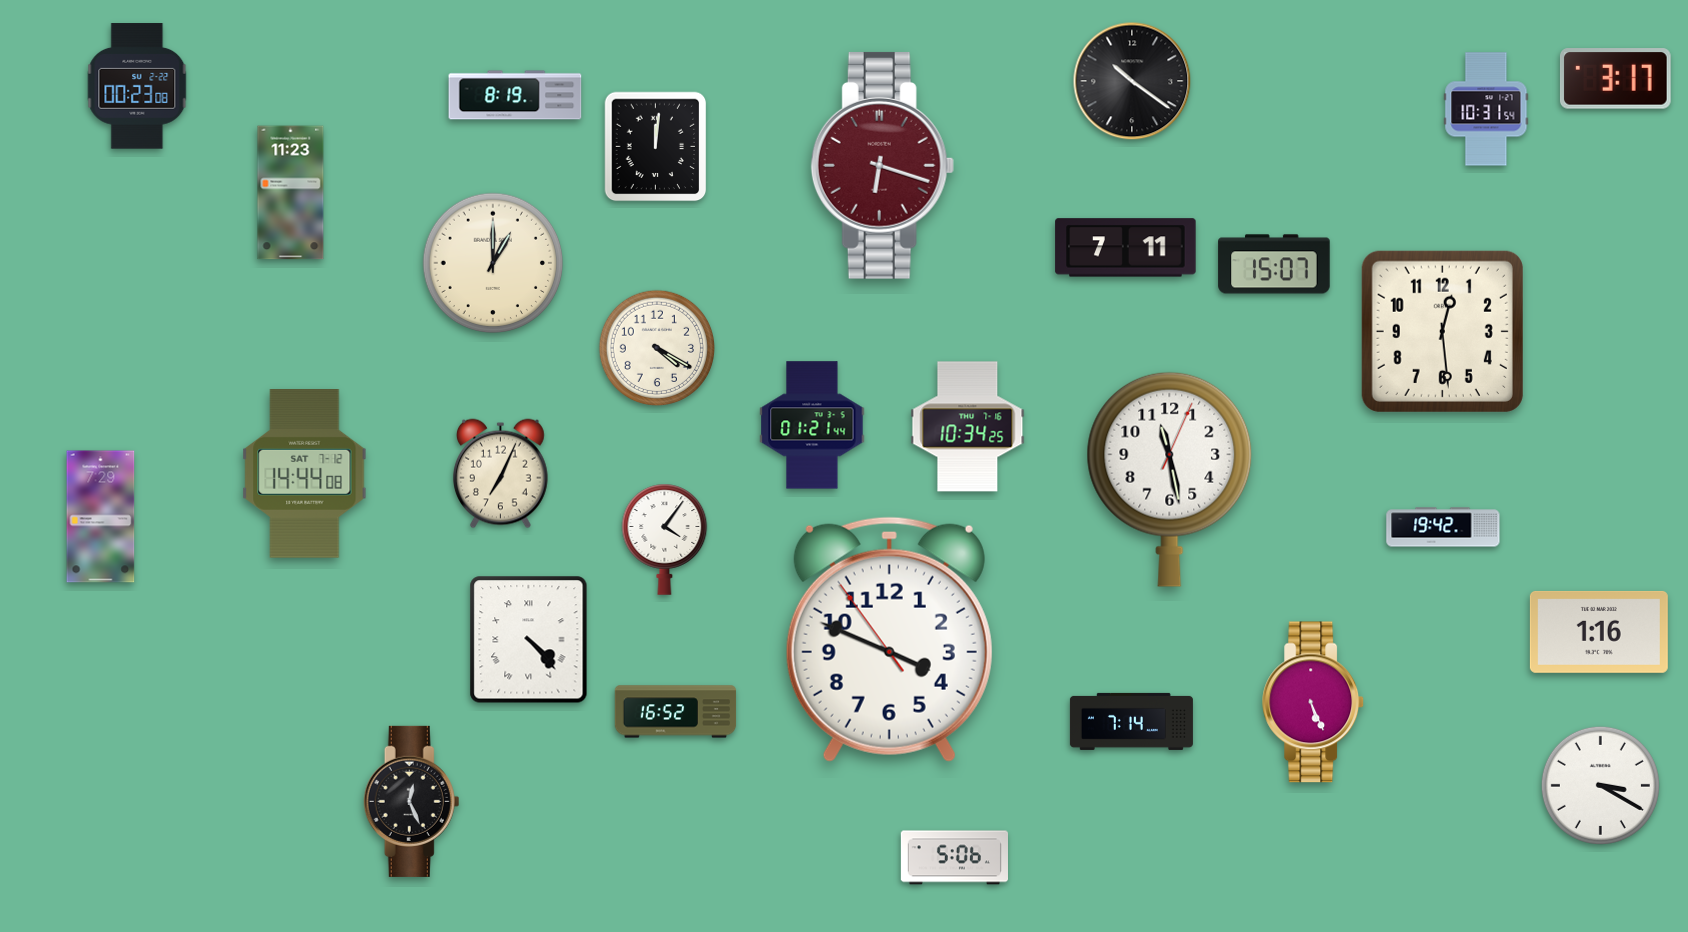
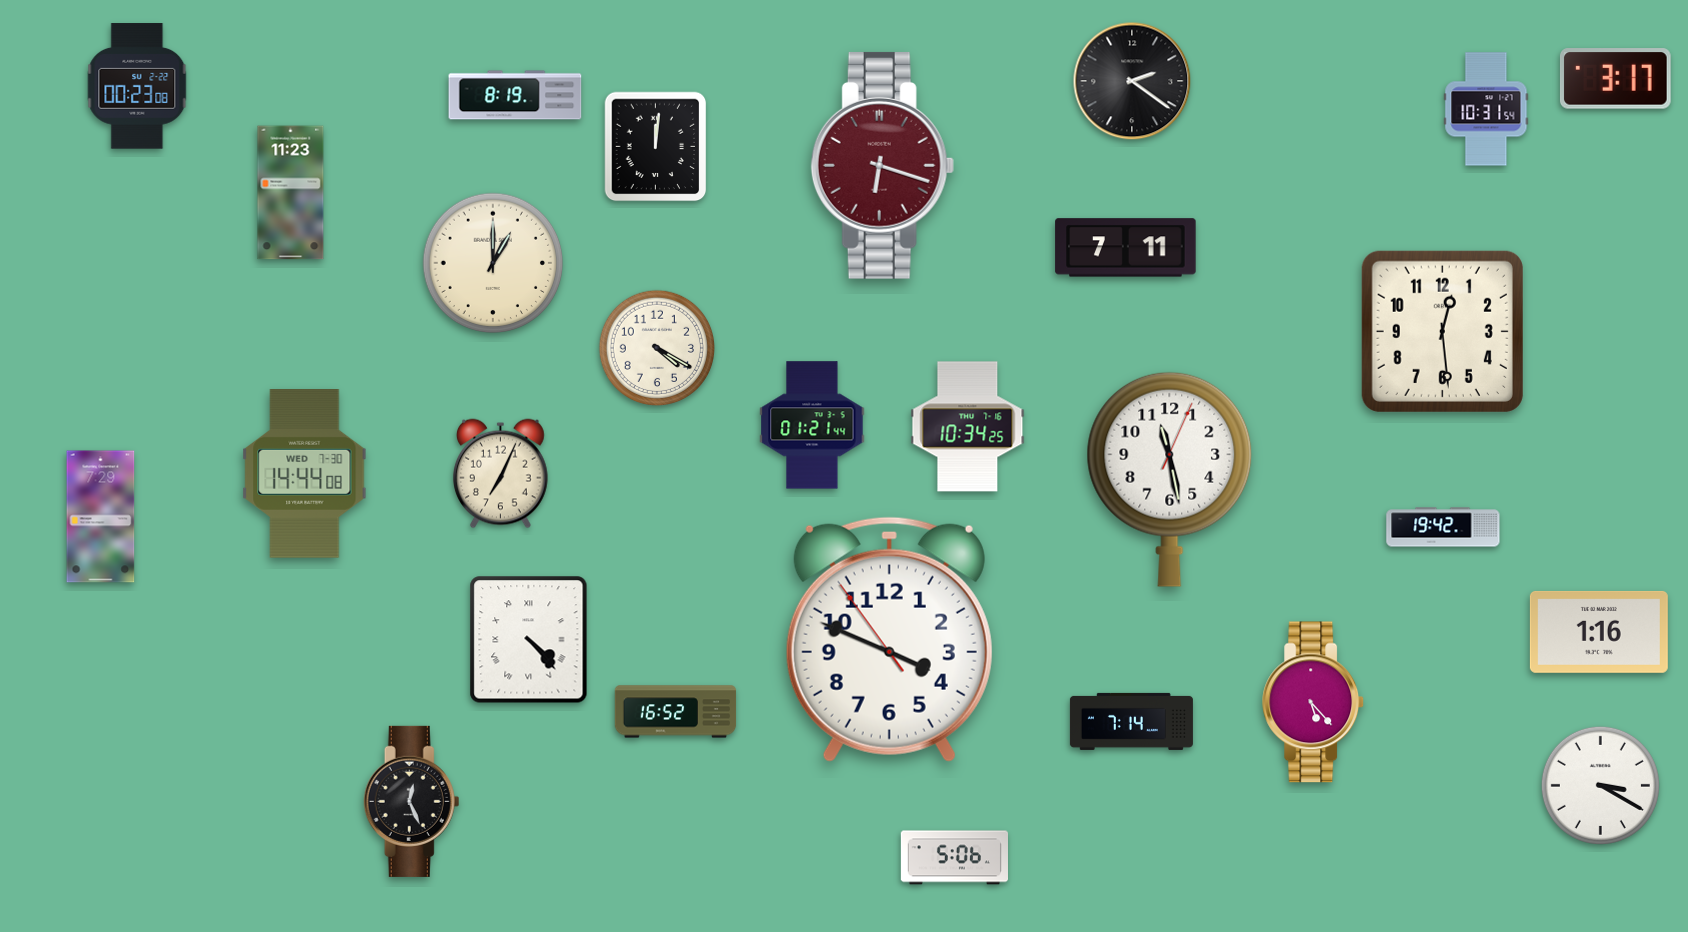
clock at (1132, 81): 10:21 -> 2:21
clock at (1274, 264): 15:07 -> none
clock at (305, 474) date: SAT 7-12 -> WED 7-30
clock at (665, 539): 4:06 -> none
clock at (1314, 702): 5:26 -> 5:23
